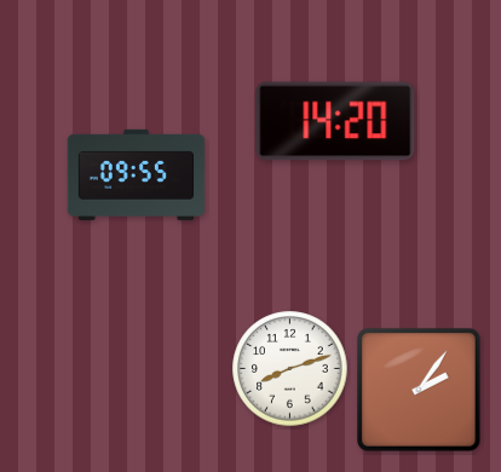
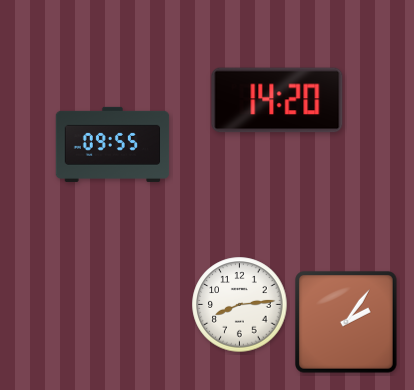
clock at (290, 369): 8:12 -> 8:14
